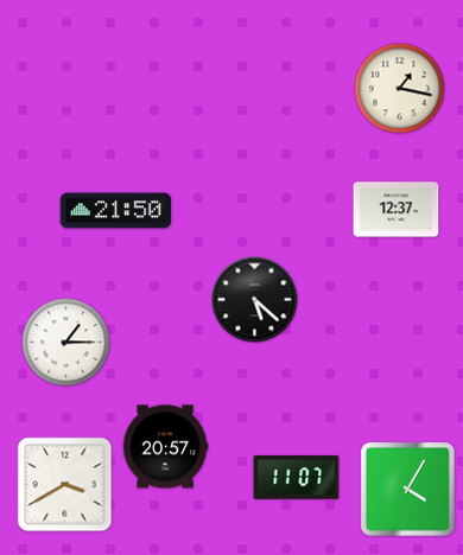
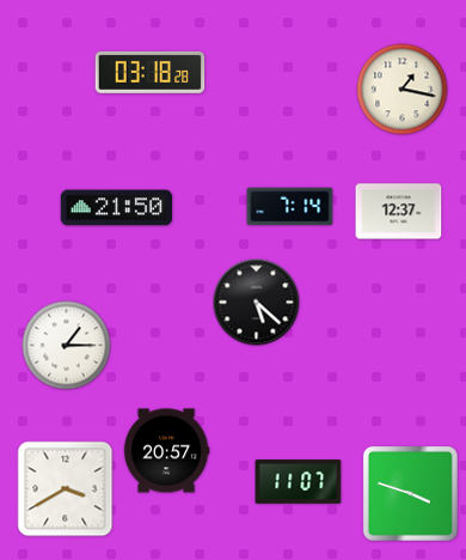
clock at (151, 72): none -> 03:18
clock at (290, 207): none -> 7:14
clock at (115, 211) position: (115, 211) -> (116, 208)
clock at (407, 489): 4:05 -> 3:48
